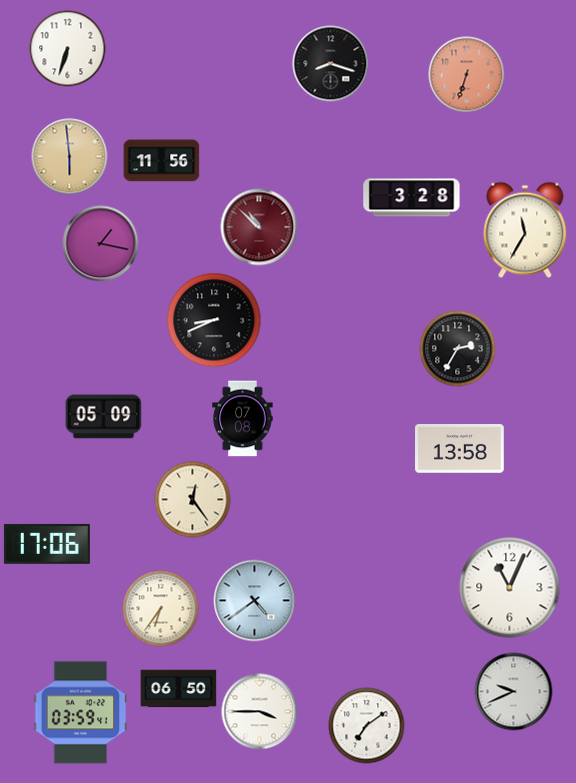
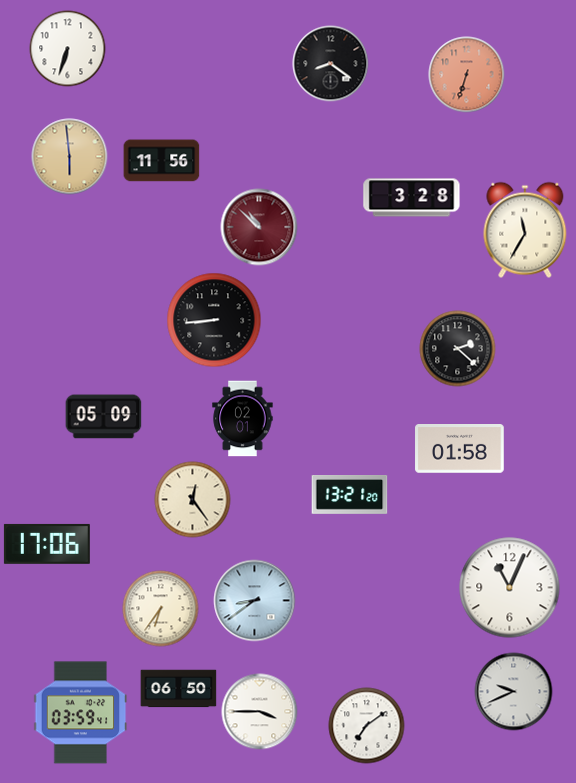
clock at (331, 64): 8:18 -> 8:21
clock at (101, 244): 1:17 -> none
clock at (214, 320): 8:41 -> 8:44
clock at (458, 349): 2:35 -> 2:22
clock at (243, 419): 07:08 -> 02:01
clock at (460, 449): 13:58 -> 01:58
clock at (350, 495): none -> 13:21
clock at (255, 601): 4:39 -> 8:39
